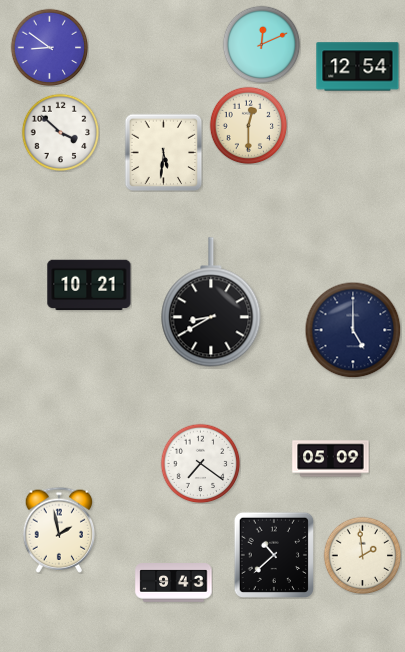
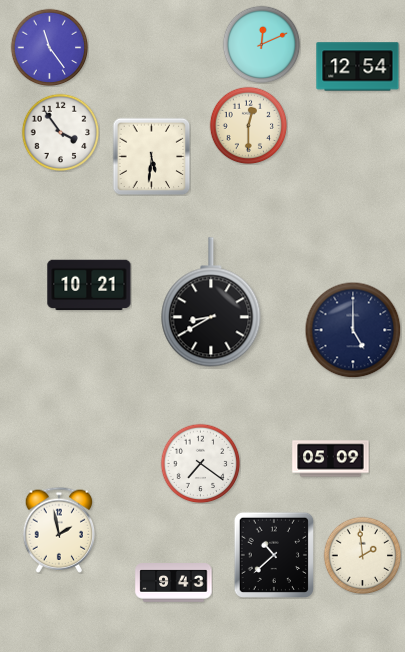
clock at (49, 47): 8:51 -> 11:24
clock at (60, 132): 3:52 -> 3:54
clock at (163, 152) position: (163, 152) -> (151, 156)
